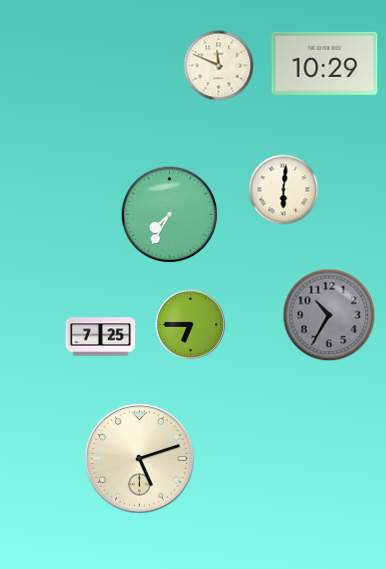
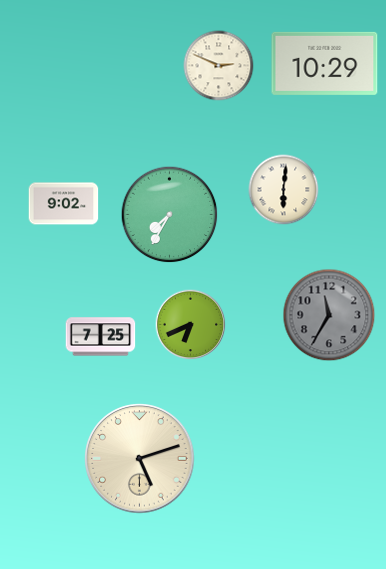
clock at (219, 66): 11:49 -> 2:49
clock at (64, 204): none -> 9:02
clock at (329, 315): 10:35 -> 11:35
clock at (191, 325): 6:45 -> 6:41
